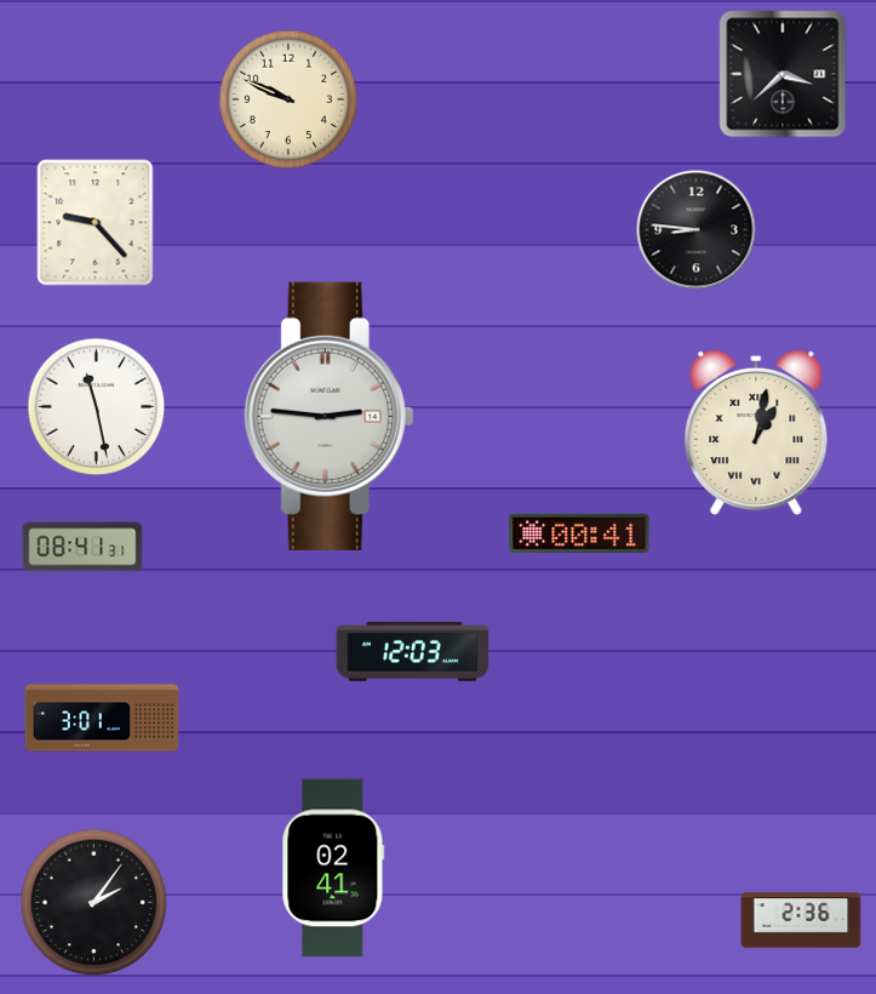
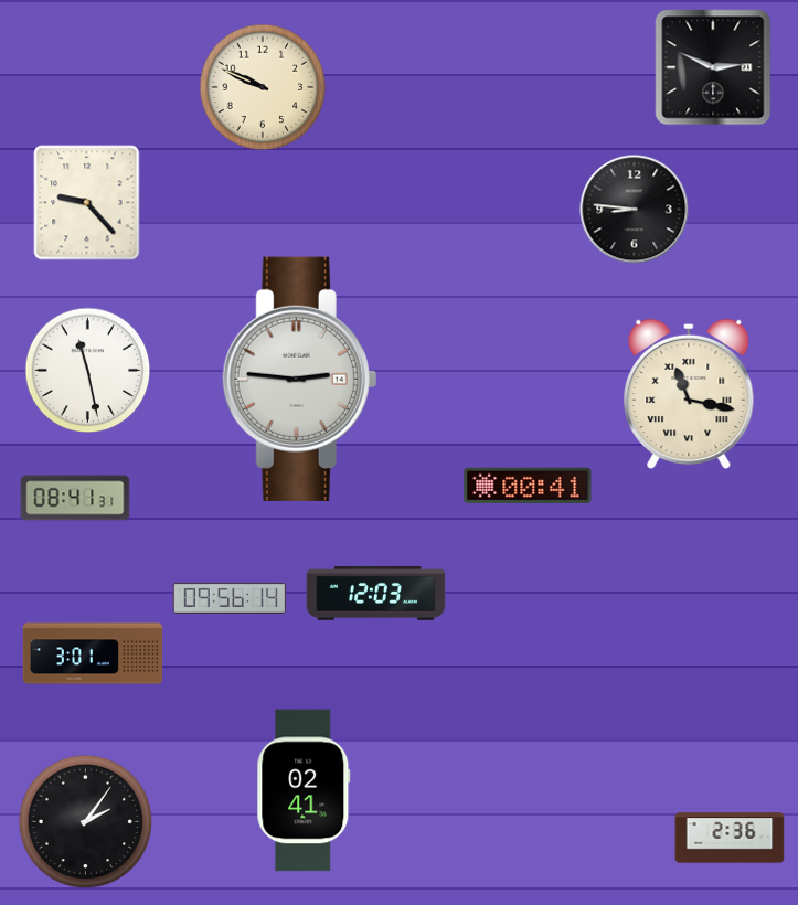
clock at (783, 74): 3:38 -> 2:49
clock at (288, 99) position: (288, 99) -> (263, 87)
clock at (756, 433): 1:02 -> 11:17
clock at (230, 598): none -> 09:56
